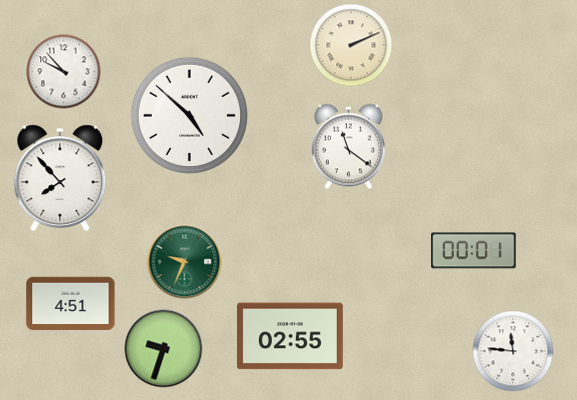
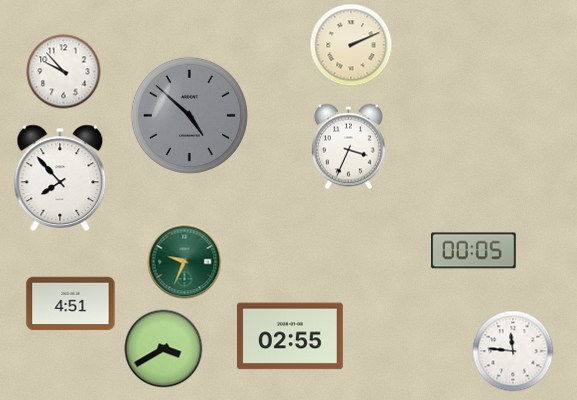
clock at (189, 115) dial: white -> grey
clock at (348, 147): 11:21 -> 3:34
clock at (474, 251): 00:01 -> 00:05
clock at (164, 349): 9:33 -> 3:40
